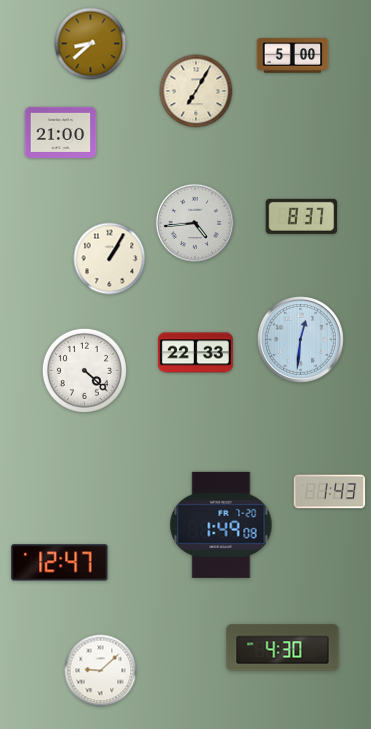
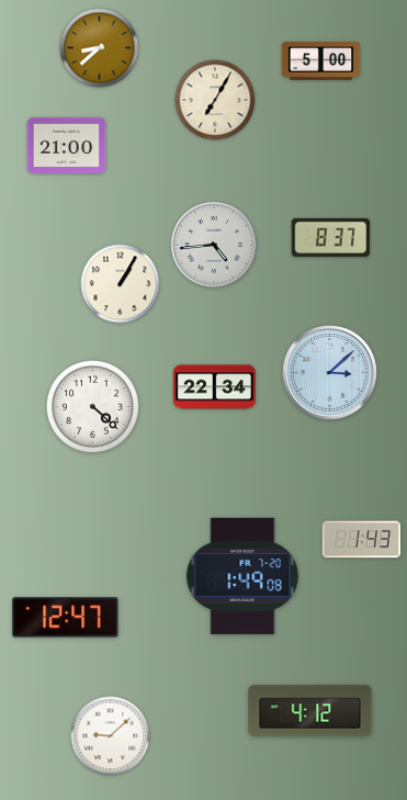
clock at (301, 340): 12:31 -> 3:08
clock at (195, 353): 22:33 -> 22:34
clock at (283, 648): 4:30 -> 4:12
